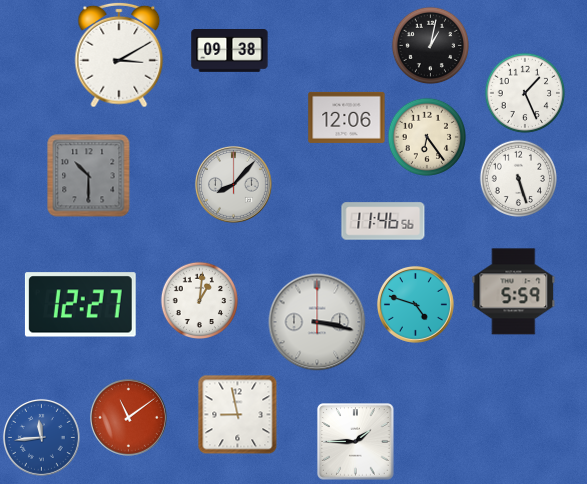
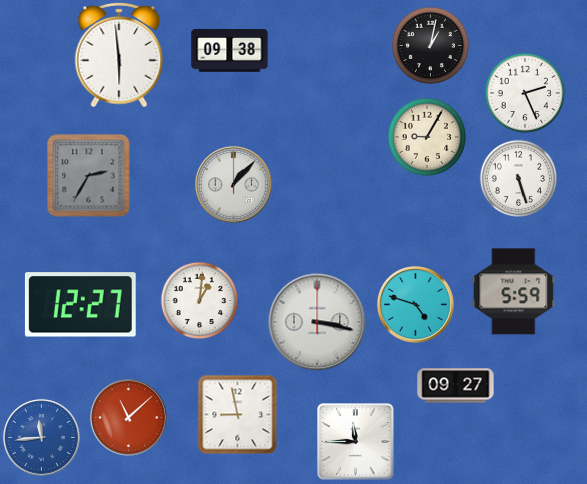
clock at (119, 55): 3:10 -> 5:59
clock at (525, 93): 1:26 -> 2:26
clock at (347, 117): 12:06 -> none
clock at (426, 136): 6:24 -> 9:05
clock at (89, 176): 10:30 -> 2:35
clock at (233, 184): 8:07 -> 1:07
clock at (383, 221): 11:46 -> none
clock at (456, 386): none -> 09:27
clock at (128, 417): 11:09 -> 11:08
clock at (356, 442): 1:45 -> 11:45
